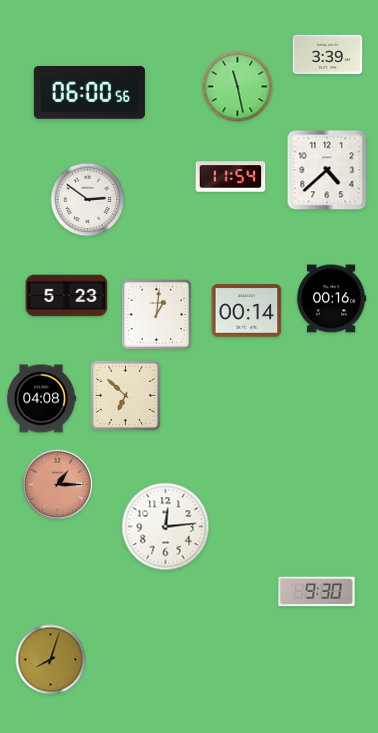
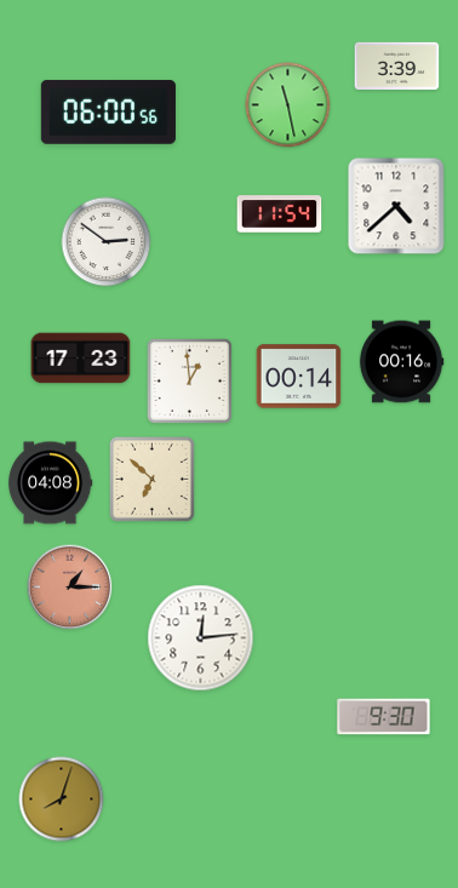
clock at (67, 296): 5:23 -> 17:23
clock at (156, 314): 1:01 -> 12:59
